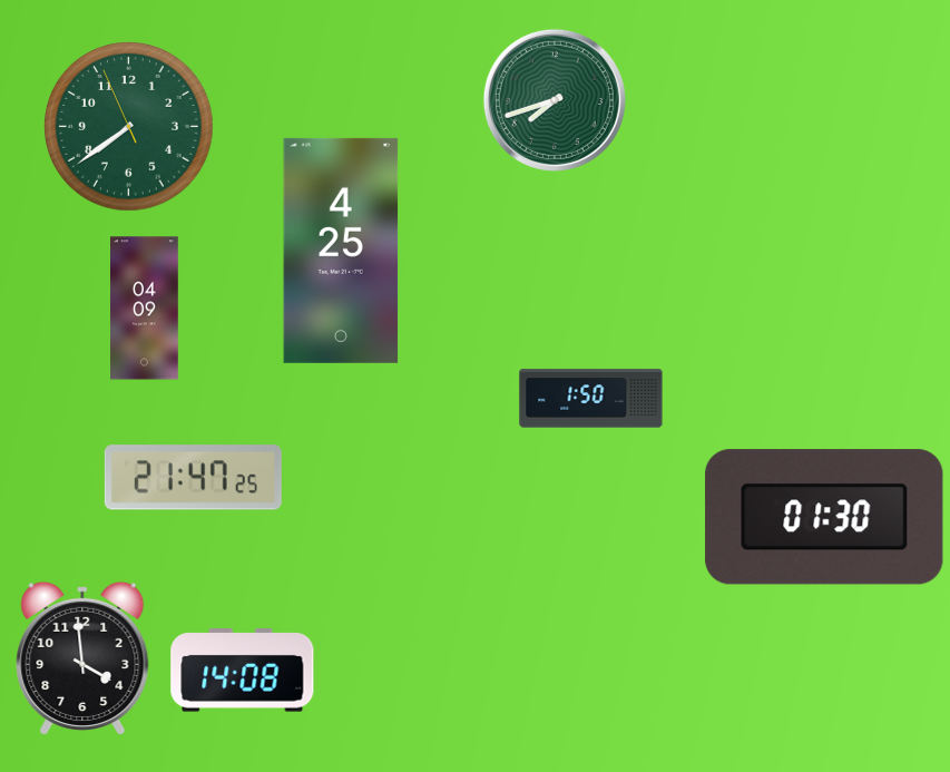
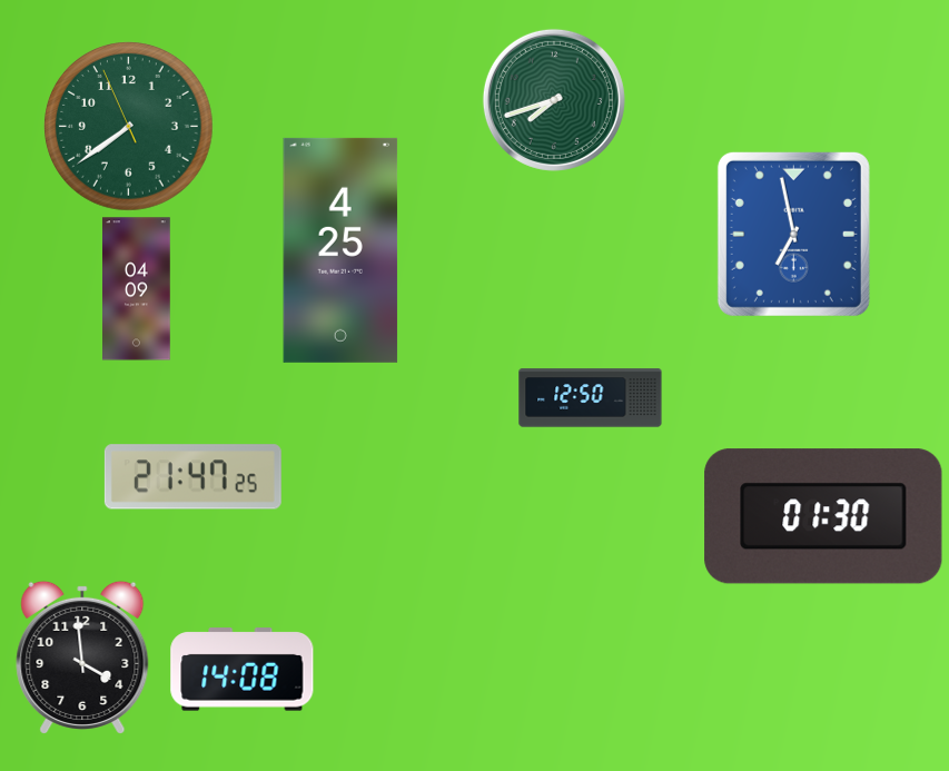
clock at (793, 234): none -> 6:58
clock at (145, 309) position: (145, 309) -> (137, 289)
clock at (591, 399): 1:50 -> 12:50
